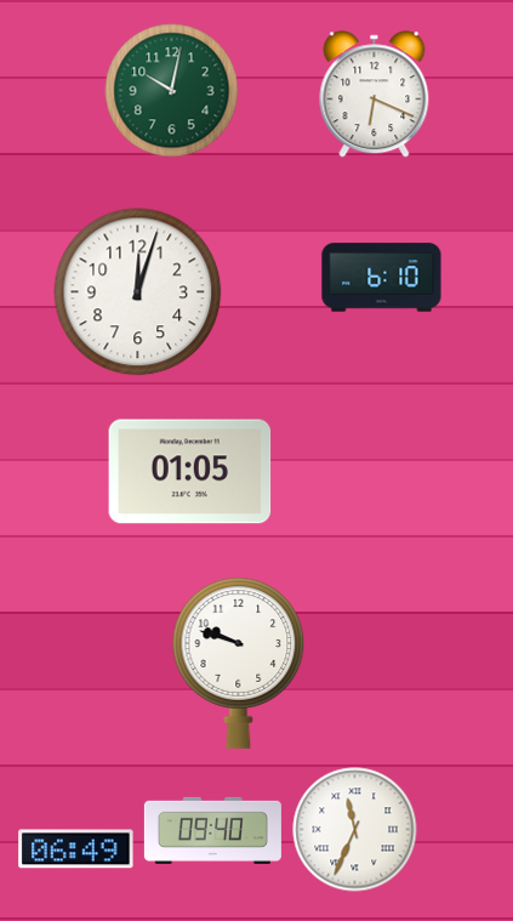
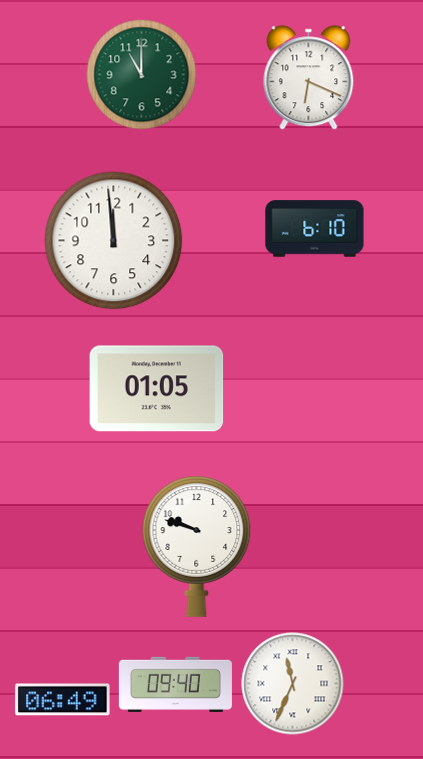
clock at (172, 91): 10:02 -> 11:00
clock at (138, 292): 12:03 -> 11:59
